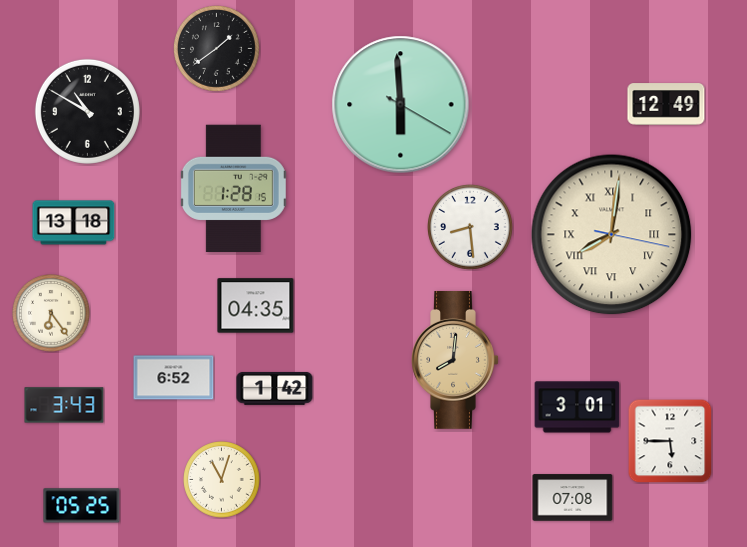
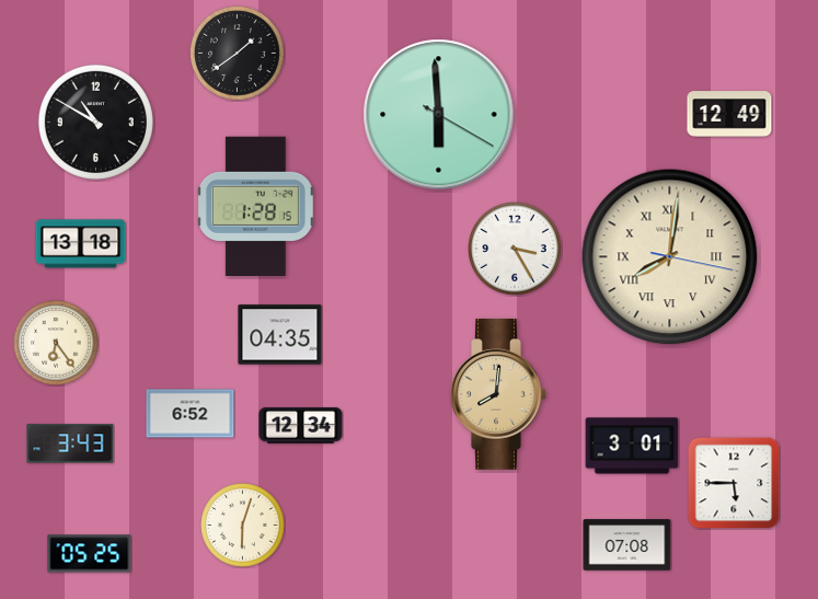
clock at (471, 228): 8:29 -> 3:25
clock at (275, 388): 1:42 -> 12:34
clock at (222, 480): 11:03 -> 6:03
